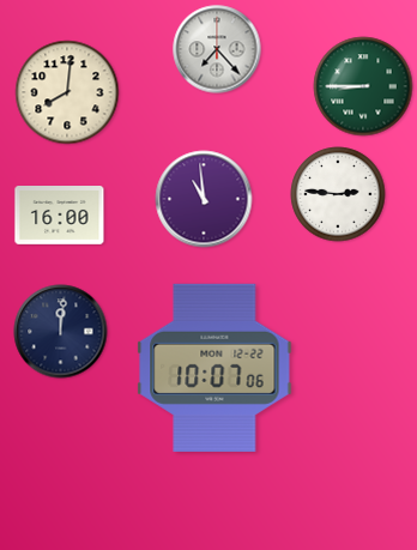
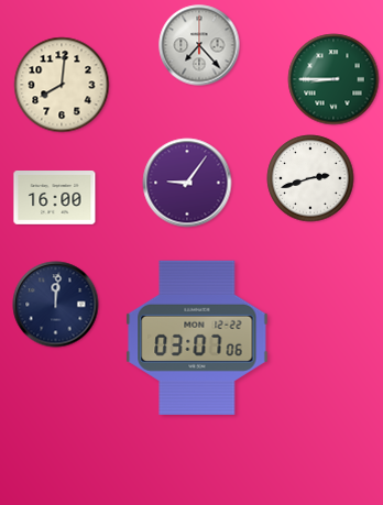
clock at (338, 194): 2:46 -> 2:42
clock at (204, 199): 10:59 -> 9:06
clock at (214, 368): 10:07 -> 03:07
